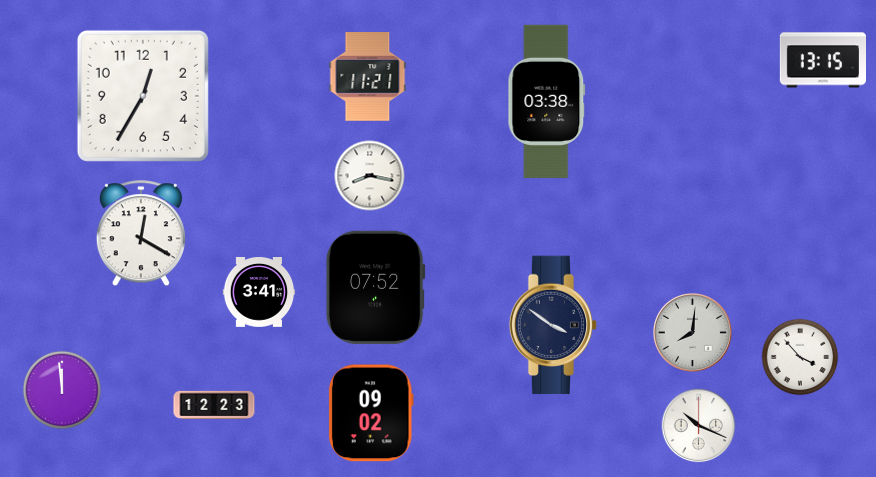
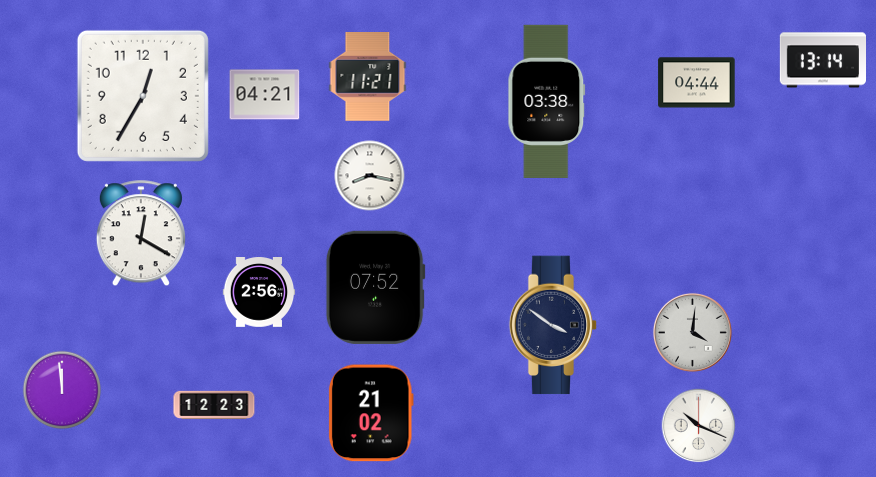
clock at (822, 60): 13:15 -> 13:14
clock at (697, 83): none -> 04:44
clock at (265, 95): none -> 04:21
clock at (259, 293): 3:41 -> 2:56
clock at (692, 332): 8:01 -> 4:01
clock at (800, 357): 3:53 -> none
clock at (371, 413): 09:02 -> 21:02
